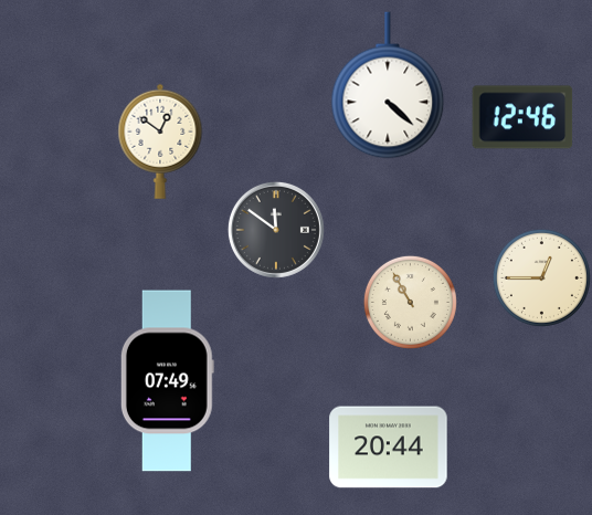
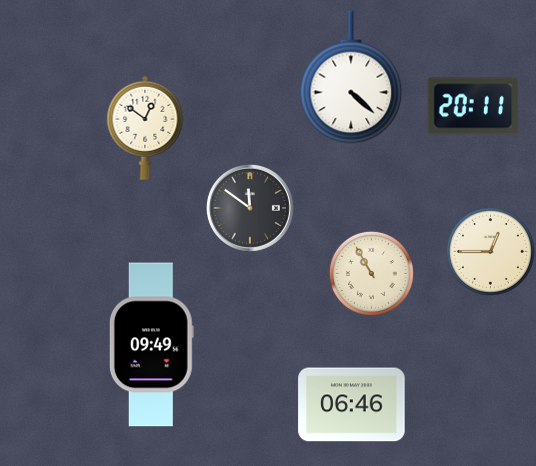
clock at (522, 117): 12:46 -> 20:11
clock at (167, 381): 07:49 -> 09:49
clock at (389, 448): 20:44 -> 06:46
